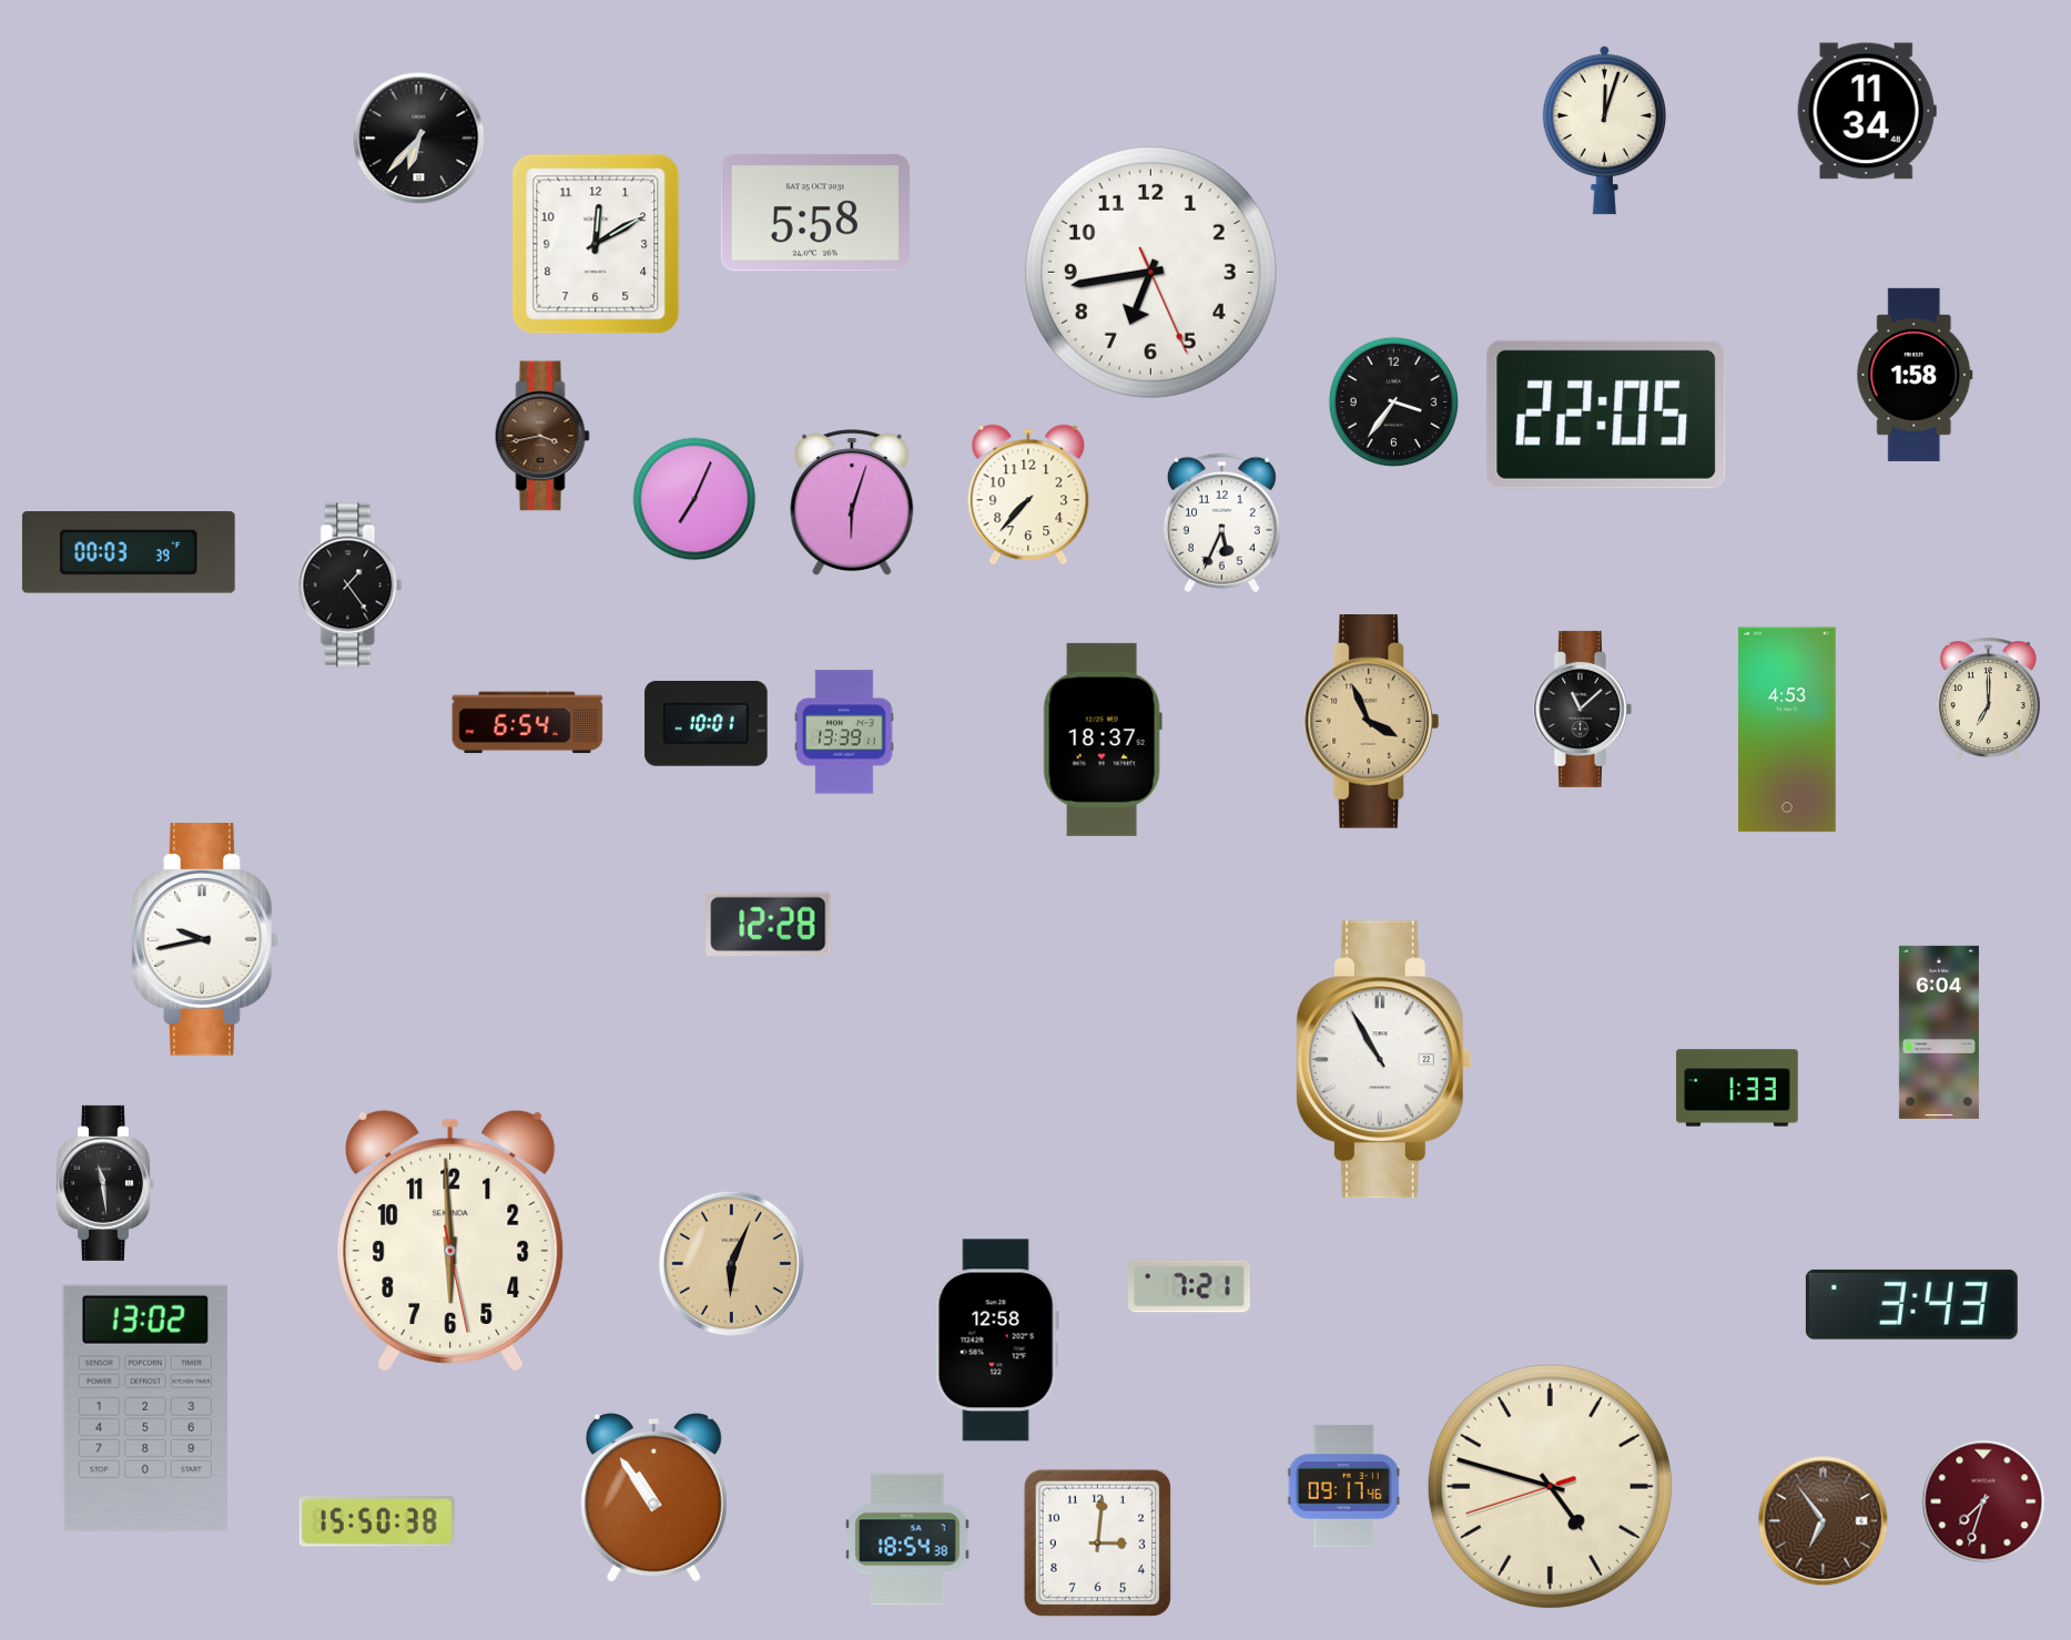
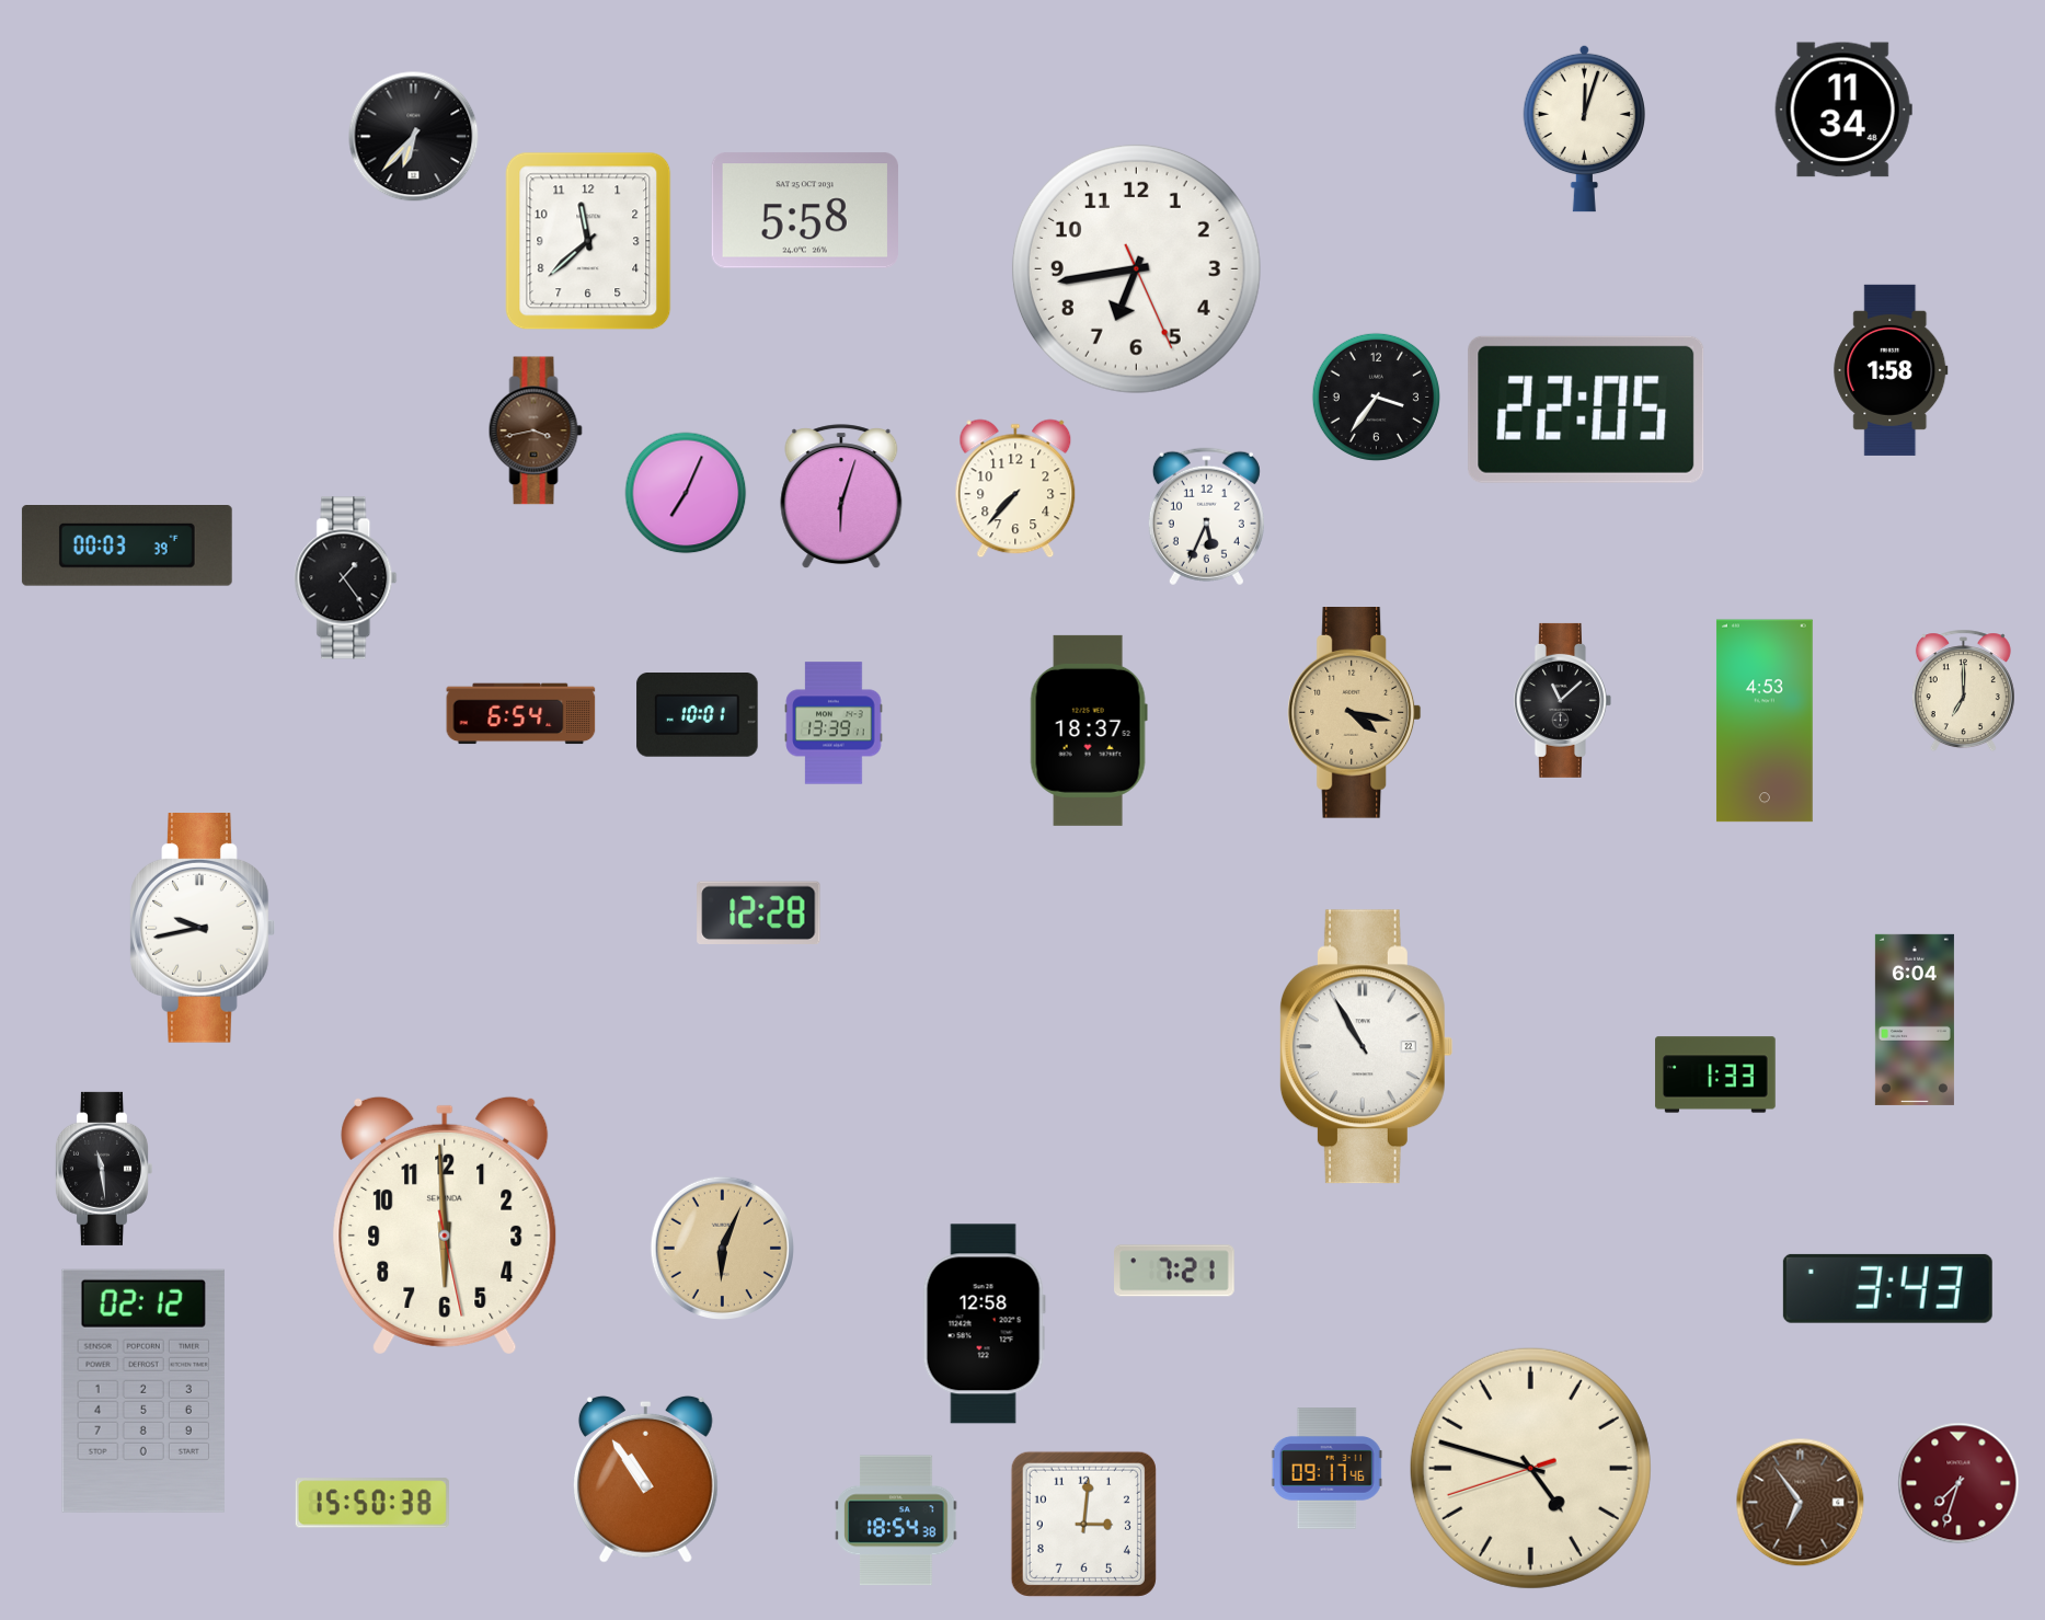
clock at (596, 244): 12:10 -> 11:38
clock at (1372, 722): 3:56 -> 4:17
clock at (145, 1408): 13:02 -> 02:12
